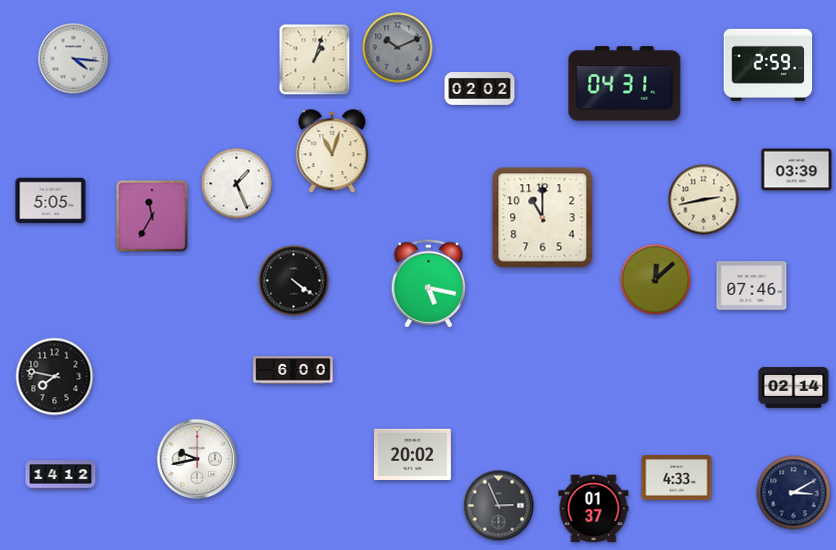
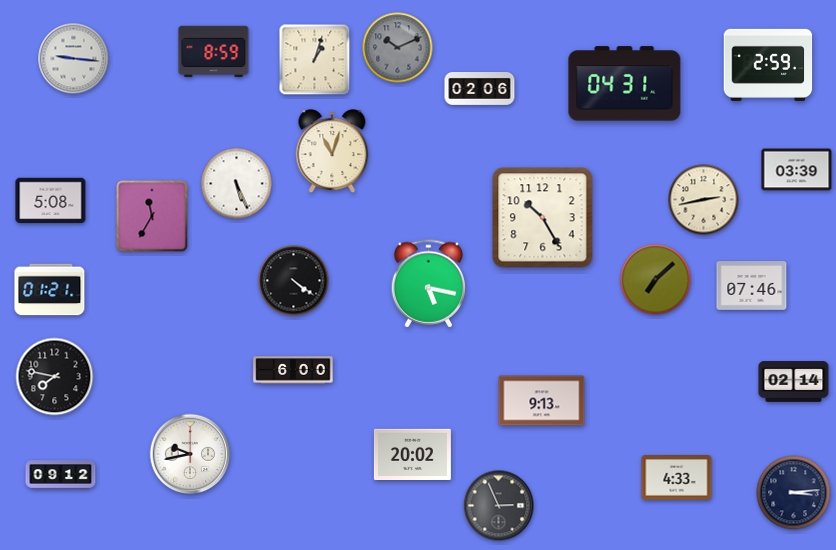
clock at (214, 52): none -> 8:59
clock at (74, 59): 4:16 -> 9:16
clock at (480, 89): 02:02 -> 02:06
clock at (237, 184): 1:26 -> 5:26
clock at (51, 201): 5:05 -> 5:08
clock at (543, 218): 11:00 -> 10:25
clock at (656, 280): 12:08 -> 7:08
clock at (50, 290): none -> 01:21
clock at (794, 388) position: (794, 388) -> (794, 382)
clock at (542, 401): none -> 9:13
clock at (197, 459) position: (197, 459) -> (190, 454)
clock at (61, 475): 14:12 -> 09:12
clock at (794, 493): 3:10 -> 3:14
clock at (594, 509): 01:37 -> none
